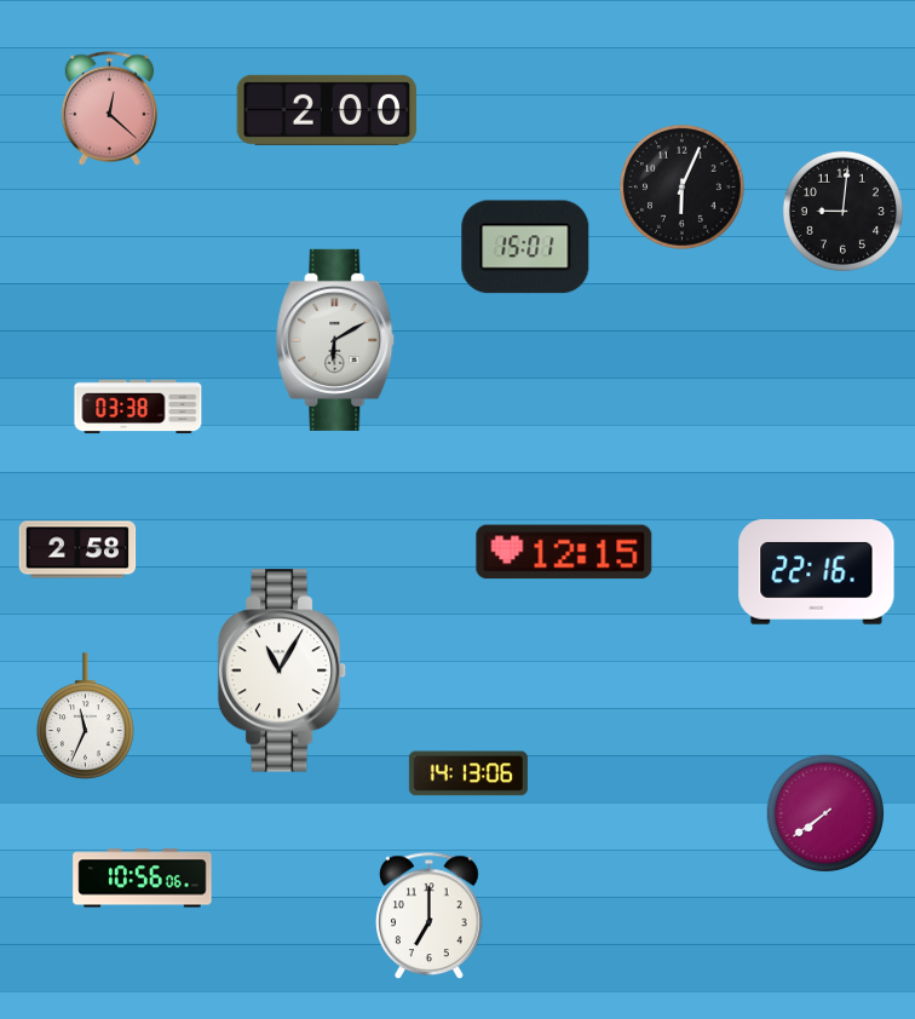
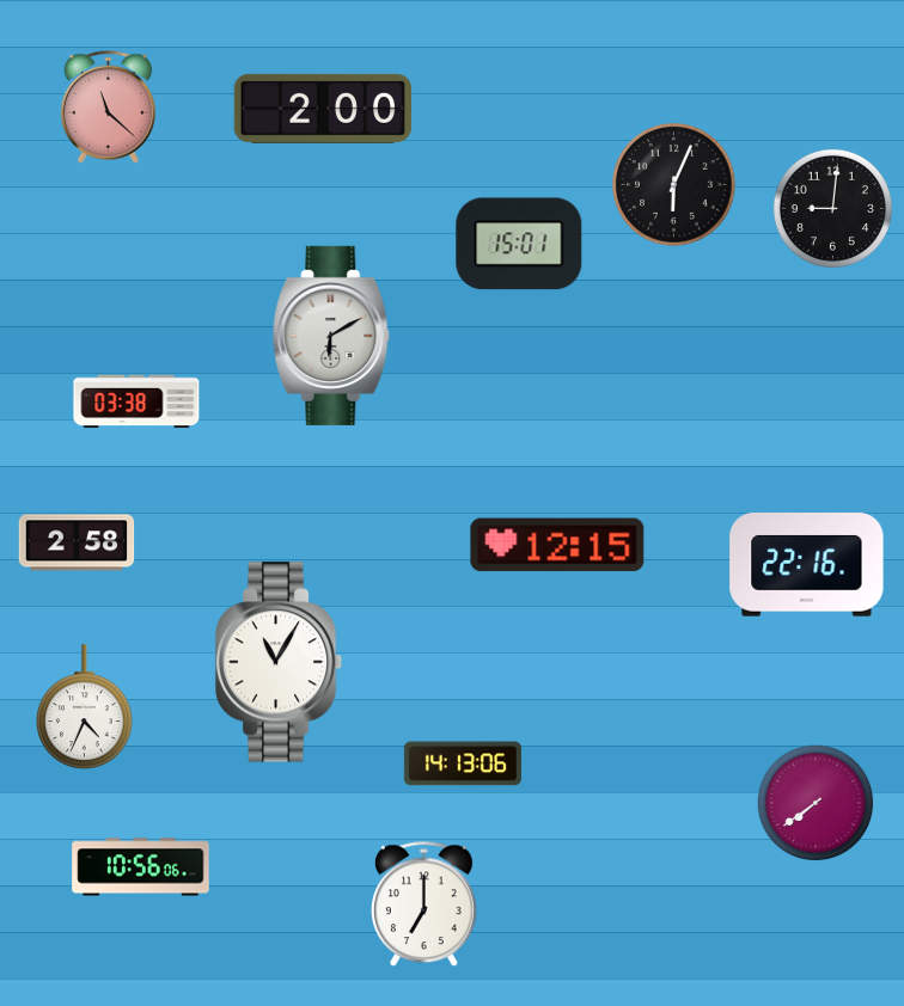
clock at (109, 109): 12:22 -> 11:22
clock at (86, 716): 11:34 -> 4:34
